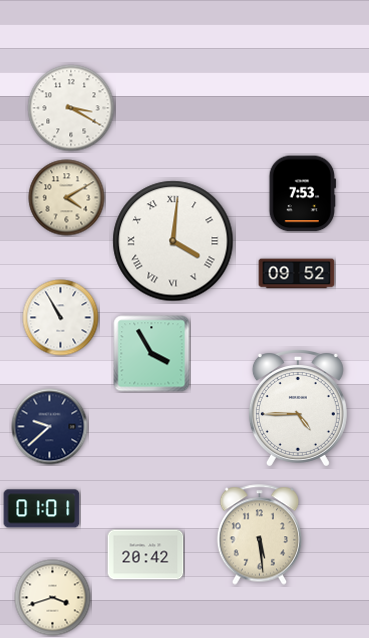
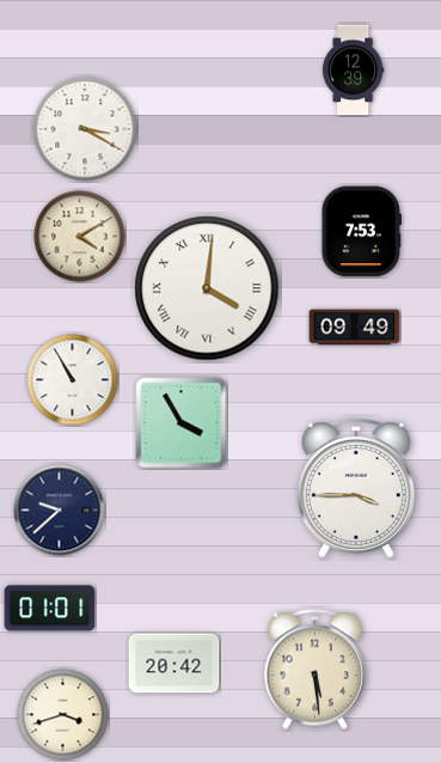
clock at (354, 71): none -> 12:39
clock at (297, 274): 09:52 -> 09:49
clock at (298, 408): 4:45 -> 3:45
clock at (260, 535) position: (260, 535) -> (316, 670)
